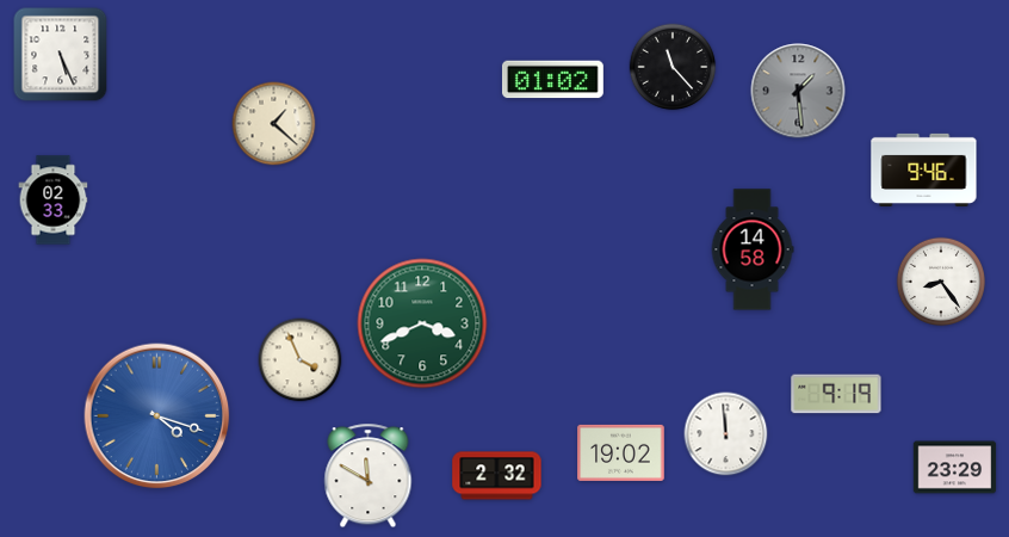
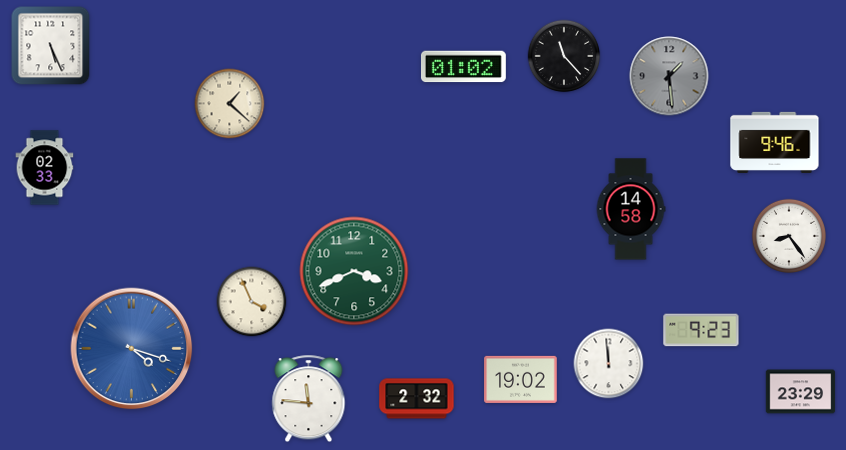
clock at (836, 394): 9:19 -> 9:23
clock at (369, 476): 11:50 -> 11:46
